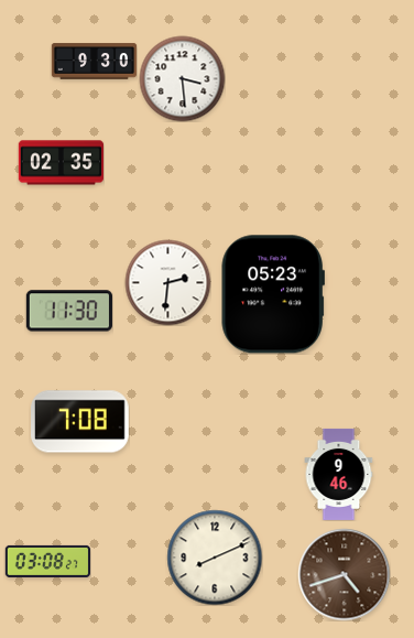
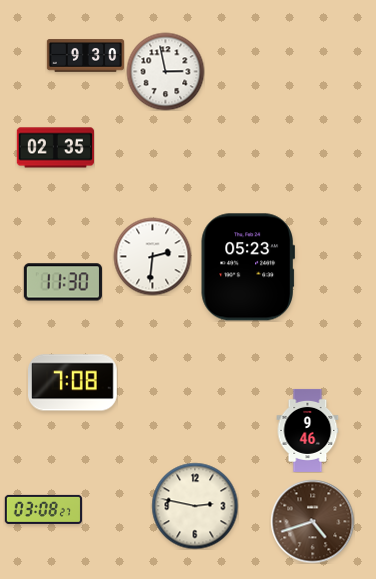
clock at (182, 78): 3:29 -> 2:58
clock at (215, 558): 8:11 -> 2:47
